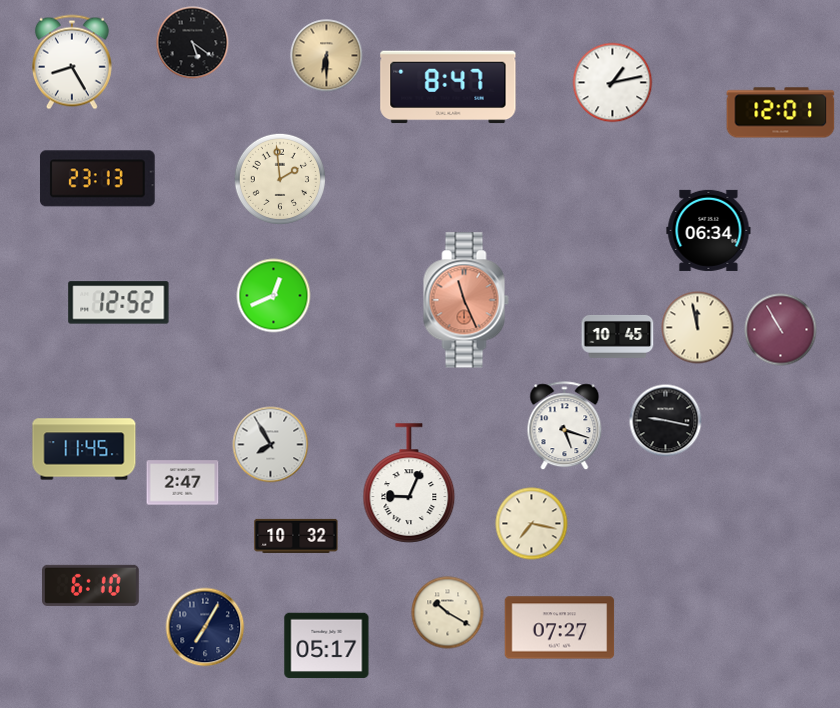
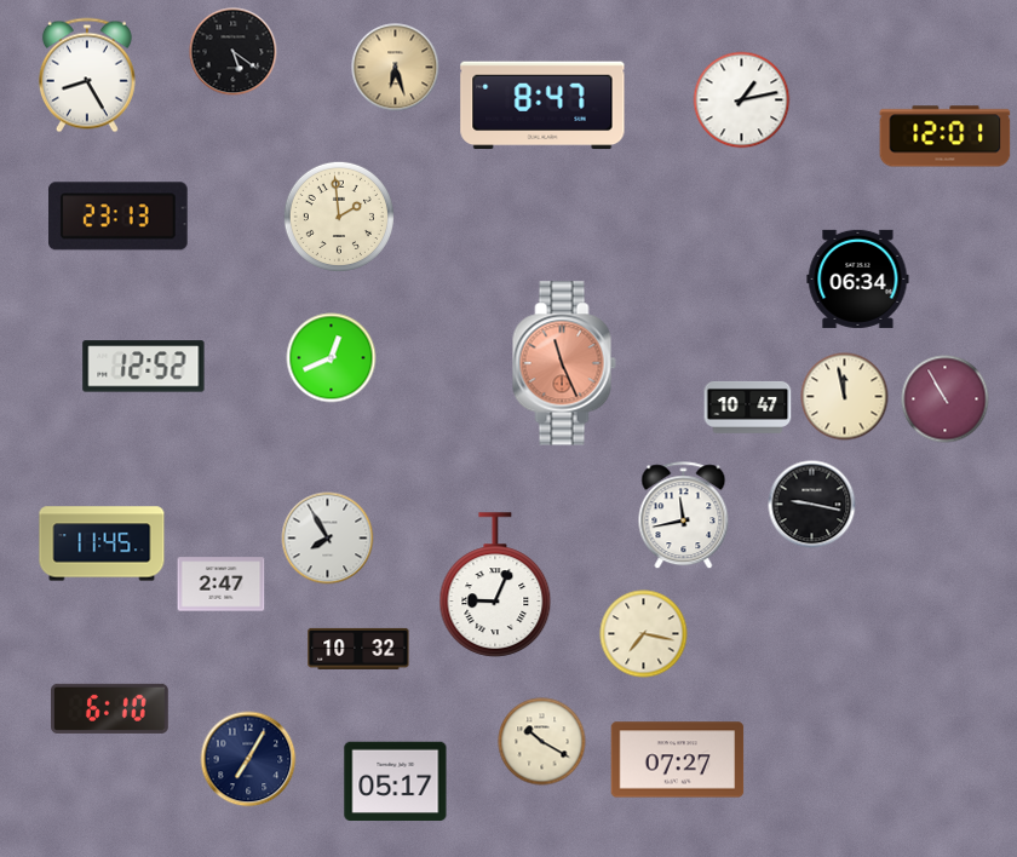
clock at (327, 56): 6:30 -> 6:27
clock at (618, 336): 10:45 -> 10:47
clock at (666, 421) position: (666, 421) -> (812, 505)
clock at (565, 426): 5:18 -> 11:43
